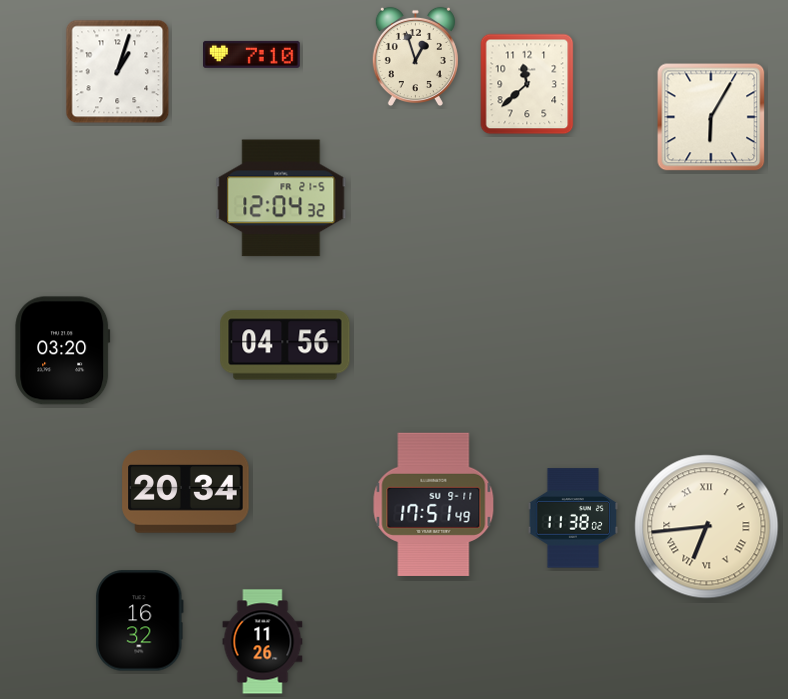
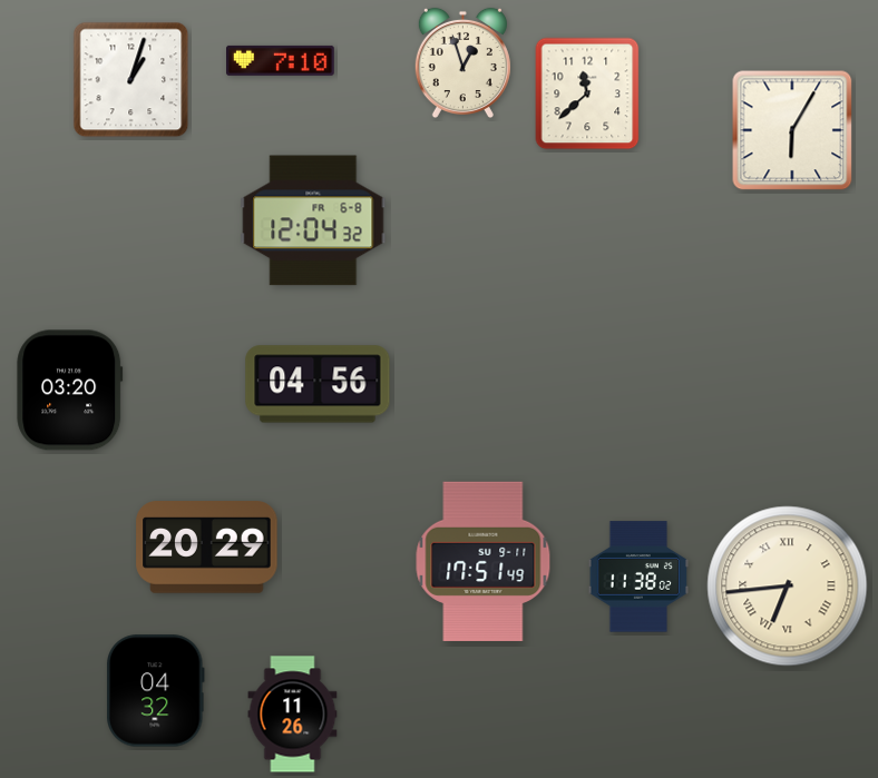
clock at (281, 198) date: FR 21-5 -> FR 6-8
clock at (186, 492): 20:34 -> 20:29
clock at (140, 621): 16:32 -> 04:32
